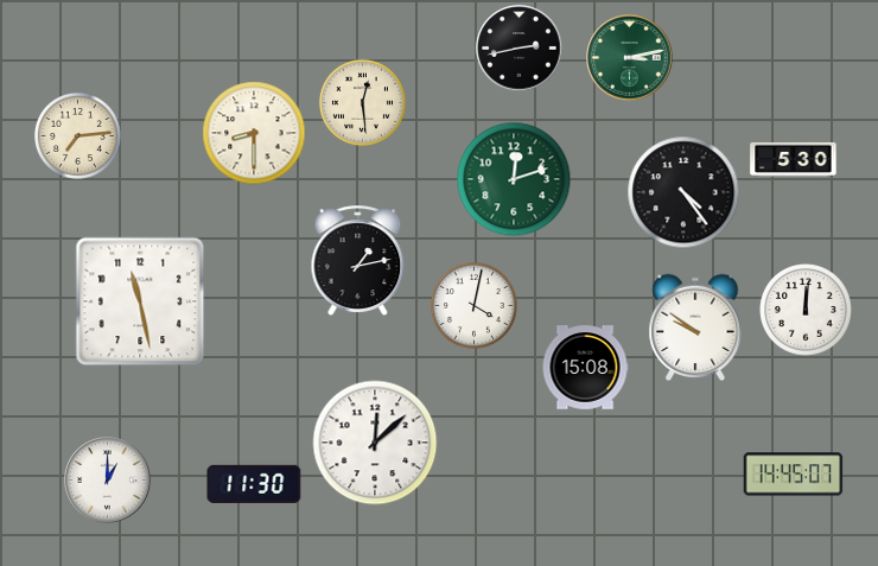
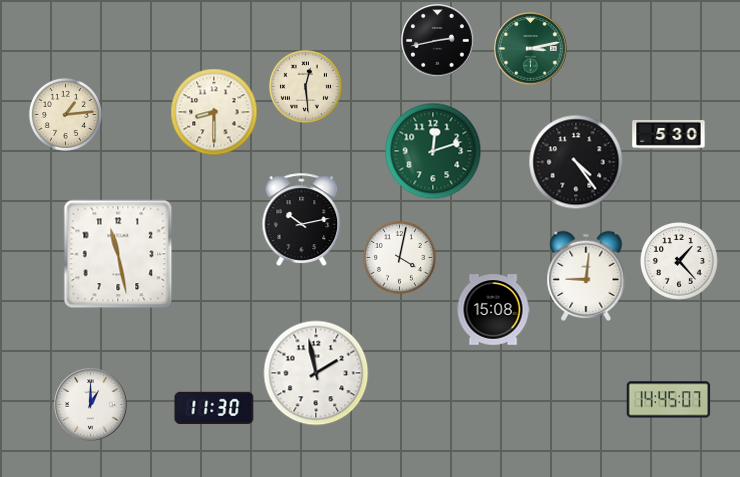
clock at (77, 135): 7:14 -> 1:14
clock at (358, 260): 1:13 -> 10:13
clock at (807, 311): 12:01 -> 1:23
clock at (695, 327): 9:51 -> 9:01
clock at (375, 443): 12:08 -> 1:58
